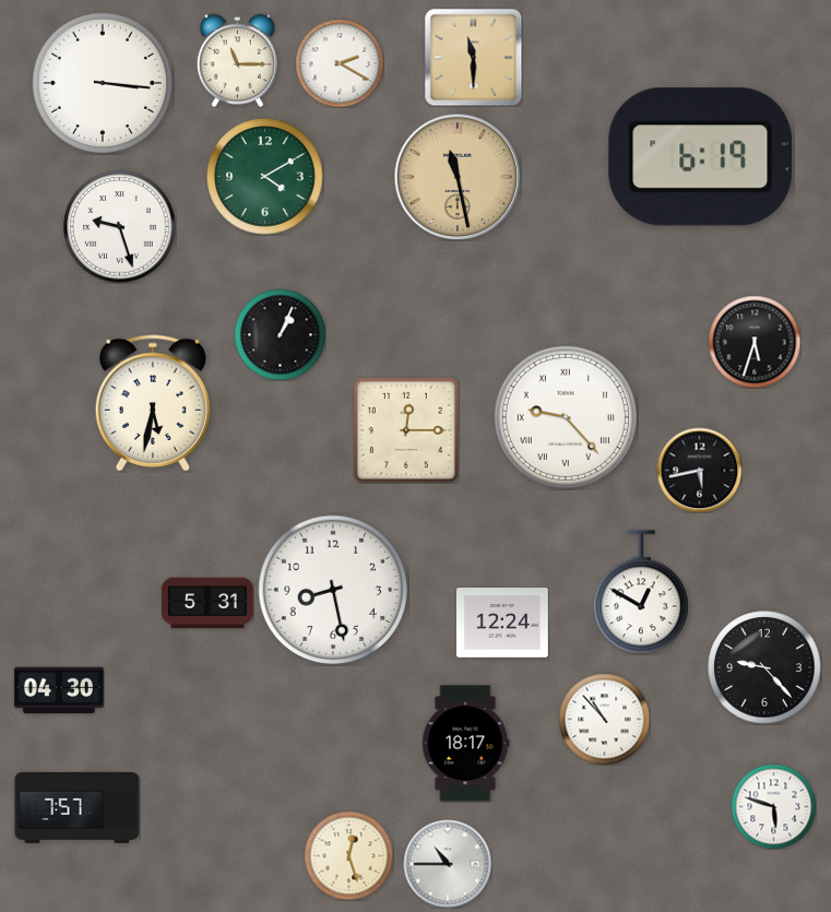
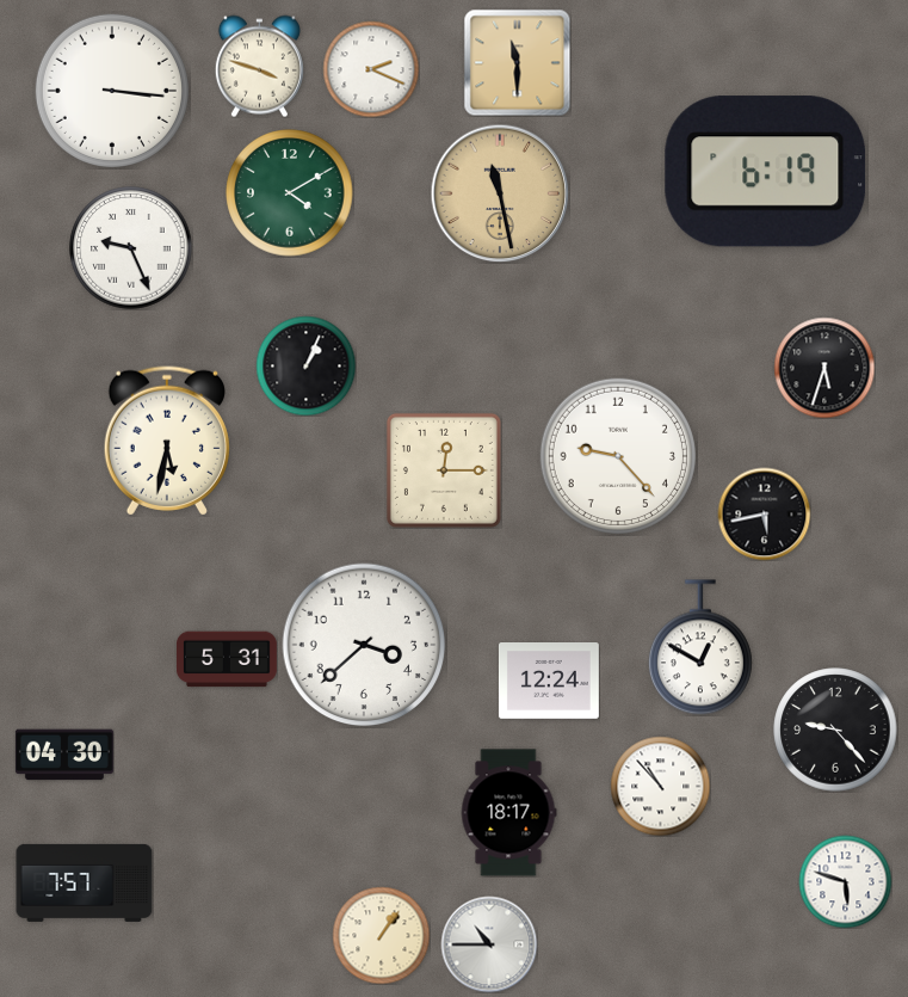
clock at (237, 60): 11:15 -> 3:48
clock at (340, 63): 2:20 -> 2:19
clock at (120, 227): 9:27 -> 9:26
clock at (755, 342) position: (755, 342) -> (824, 368)
clock at (565, 416) numerals: Roman -> Arabic
clock at (333, 590): 8:28 -> 3:38
clock at (348, 855): 12:27 -> 1:06
